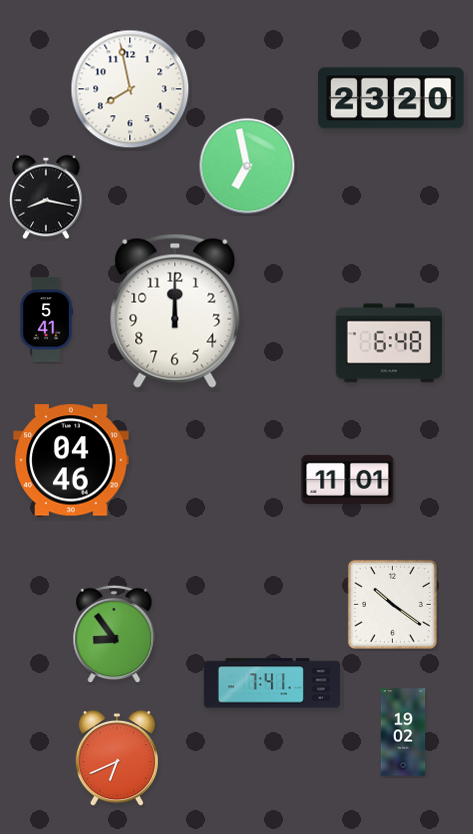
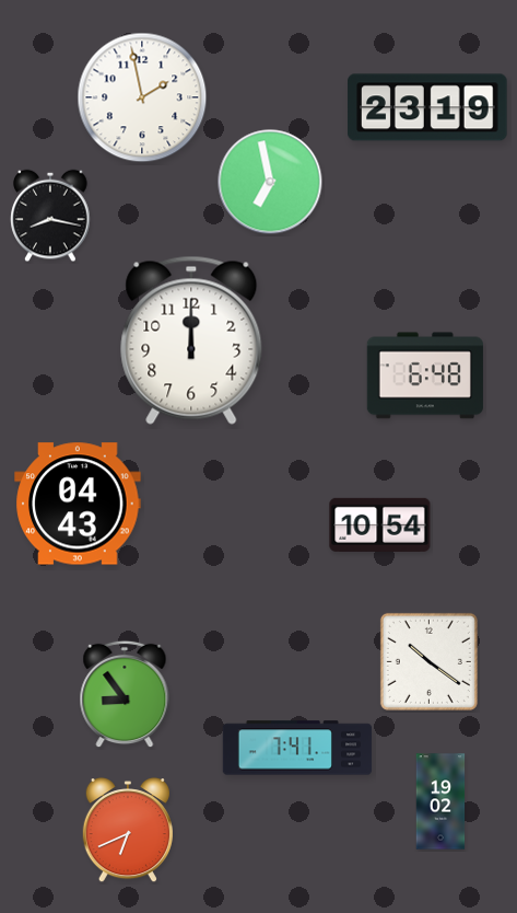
clock at (130, 89): 7:58 -> 1:58
clock at (391, 98): 23:20 -> 23:19
clock at (46, 320): 5:41 -> none
clock at (71, 460): 04:46 -> 04:43
clock at (348, 479): 11:01 -> 10:54
